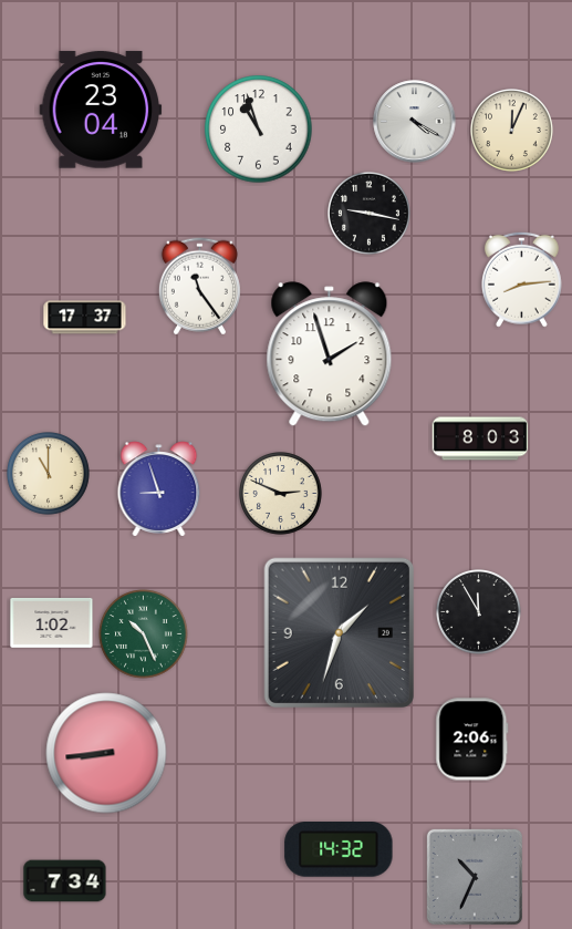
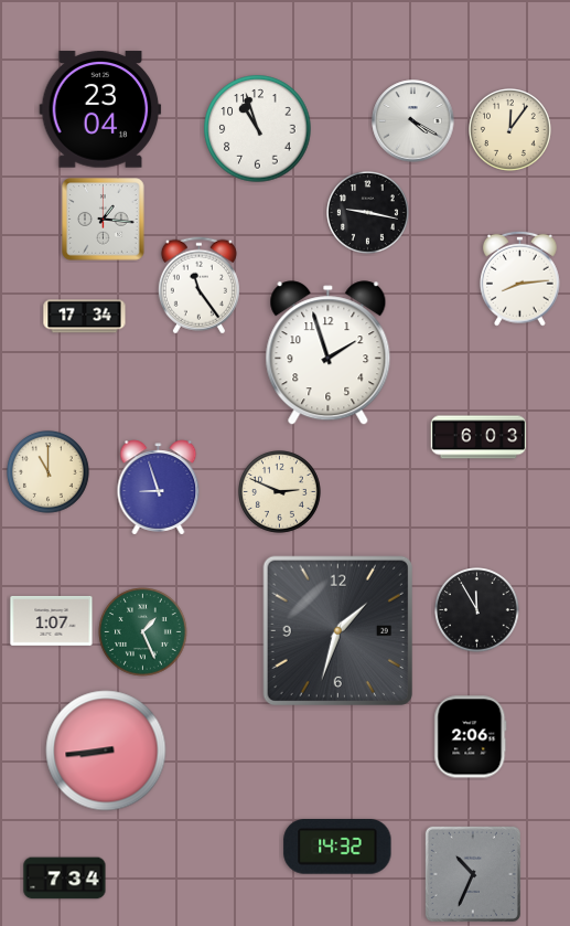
clock at (512, 131): 12:04 -> 12:06
clock at (104, 220): none -> 1:16
clock at (85, 318): 17:37 -> 17:34
clock at (480, 438): 8:03 -> 6:03
clock at (52, 622): 1:02 -> 1:07
clock at (144, 634): 10:26 -> 1:26
